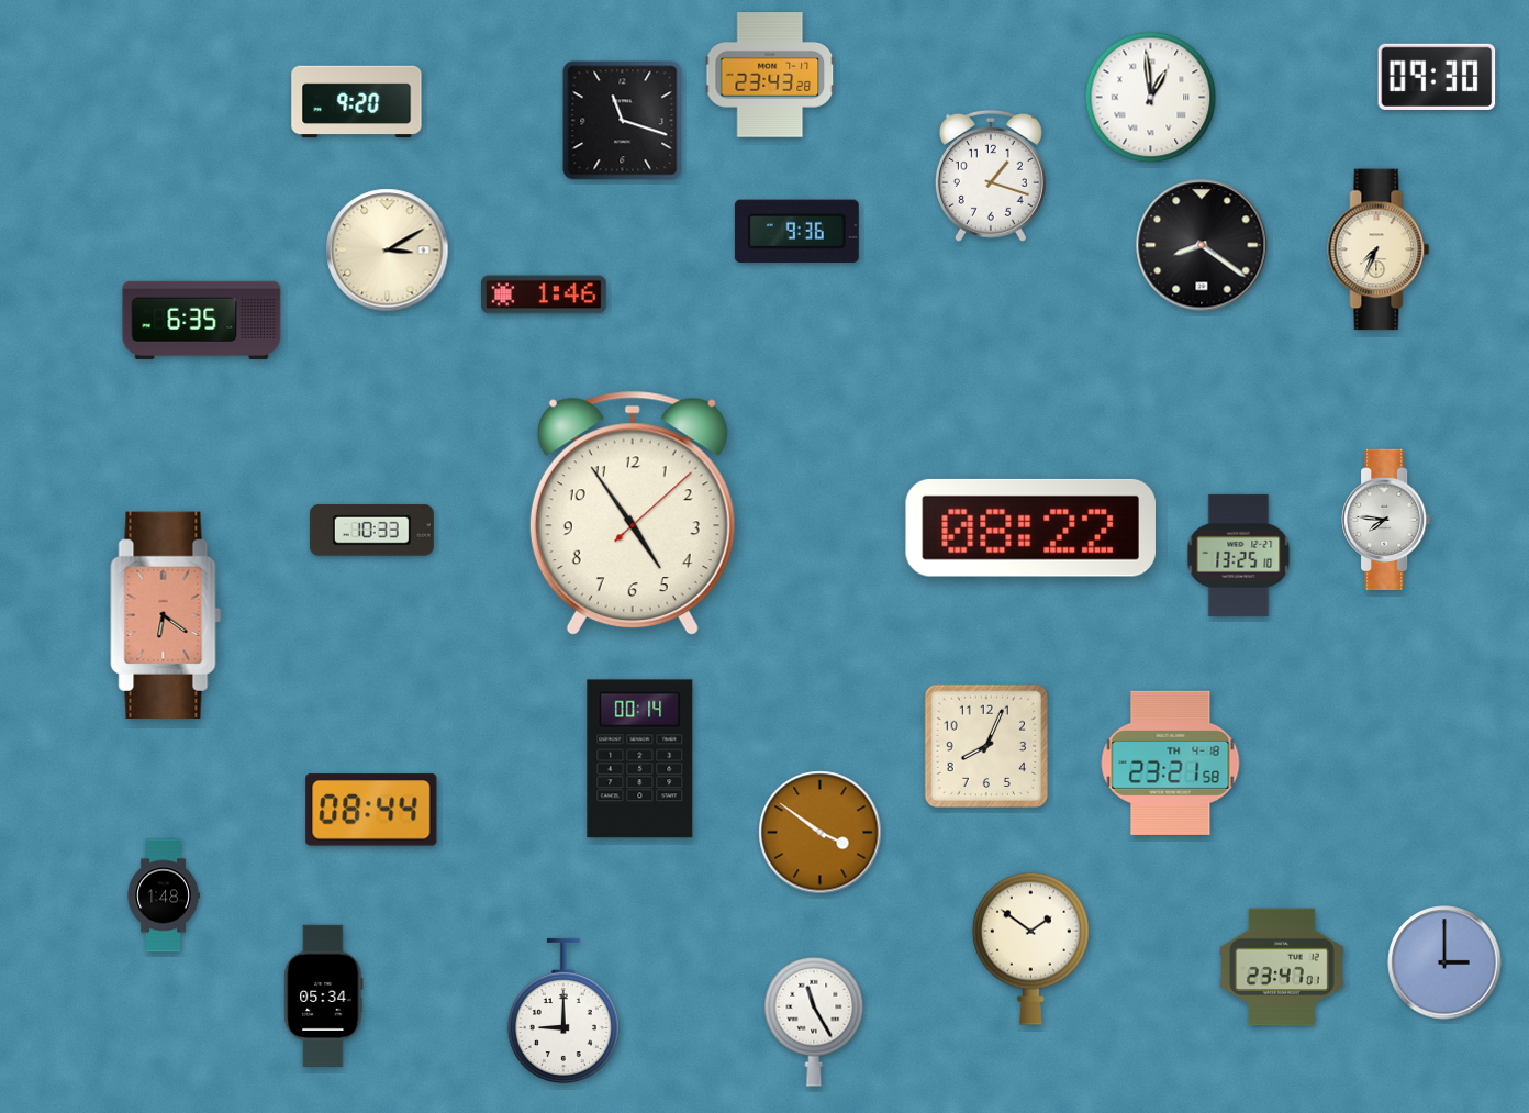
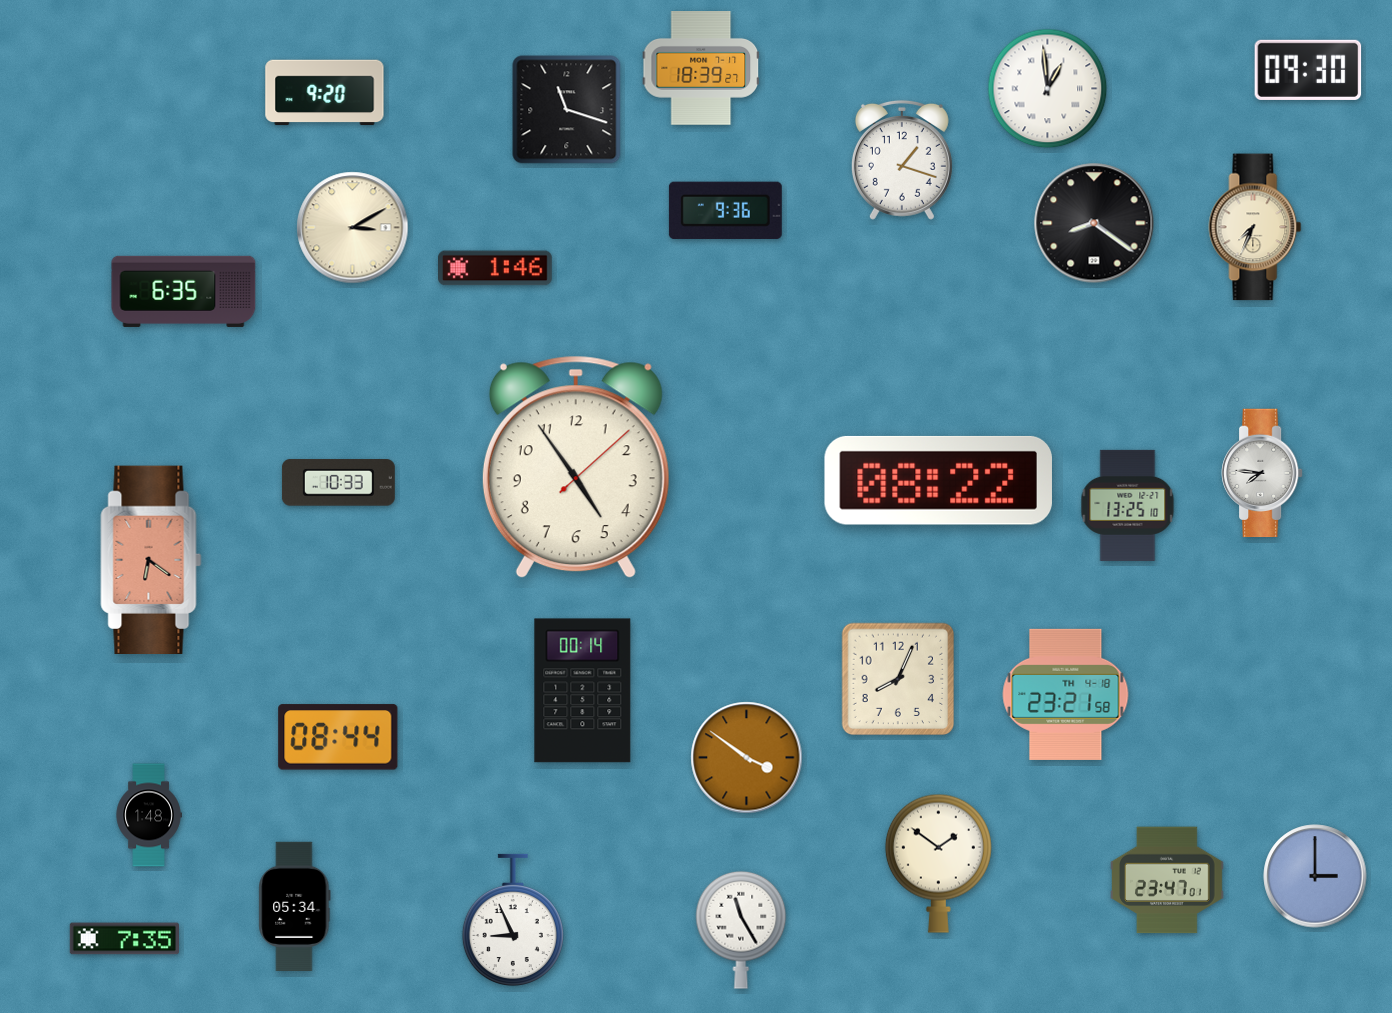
clock at (770, 76): 23:43 -> 18:39
clock at (563, 1011): 9:00 -> 8:56
clock at (124, 939): none -> 7:35
